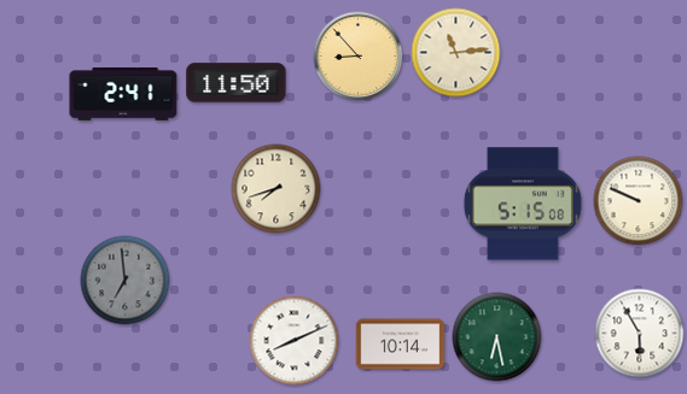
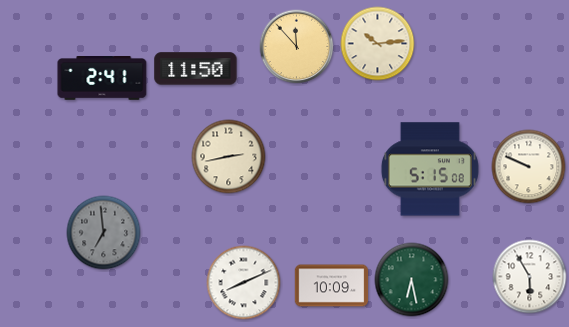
clock at (456, 53): 11:14 -> 10:14
clock at (359, 57): 8:53 -> 11:53
clock at (276, 189): 7:42 -> 2:43
clock at (523, 204) position: (523, 204) -> (430, 169)
clock at (401, 345): 10:14 -> 10:09
